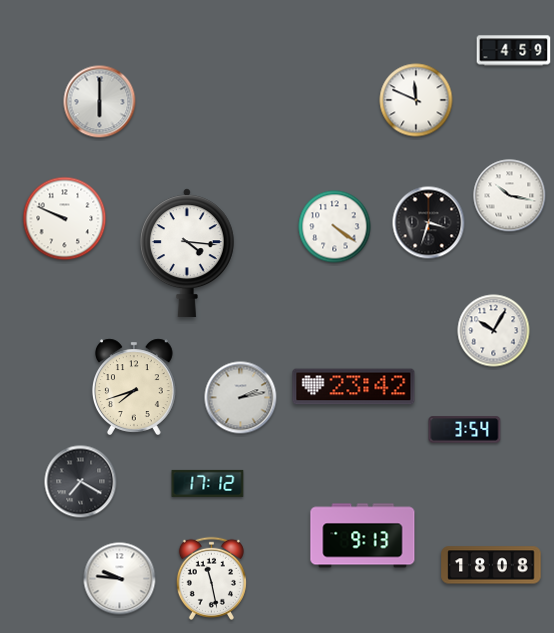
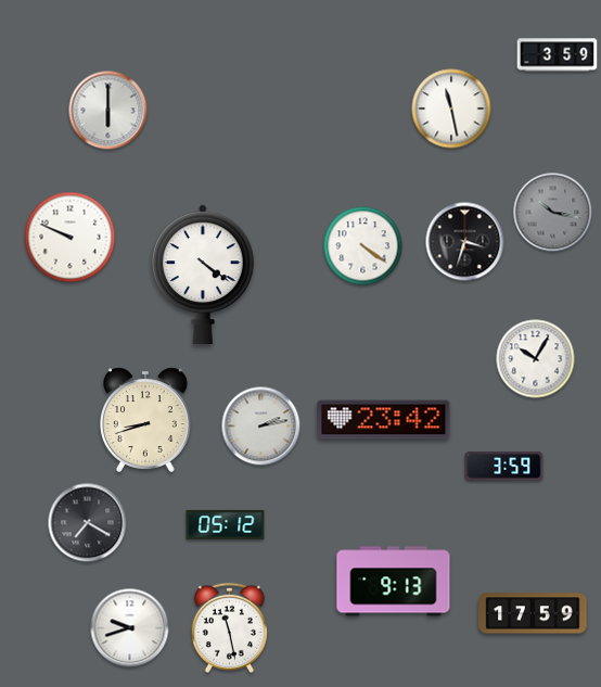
clock at (514, 51): 4:59 -> 3:59
clock at (416, 100): 11:49 -> 11:28
clock at (510, 196) dial: white -> grey
clock at (187, 253): 4:16 -> 4:21
clock at (134, 387): 7:42 -> 8:42
clock at (241, 398) position: (241, 398) -> (261, 427)
clock at (465, 430): 3:54 -> 3:59
clock at (208, 483): 17:12 -> 05:12
clock at (491, 565): 18:08 -> 17:59
clock at (120, 579): 9:46 -> 9:42
